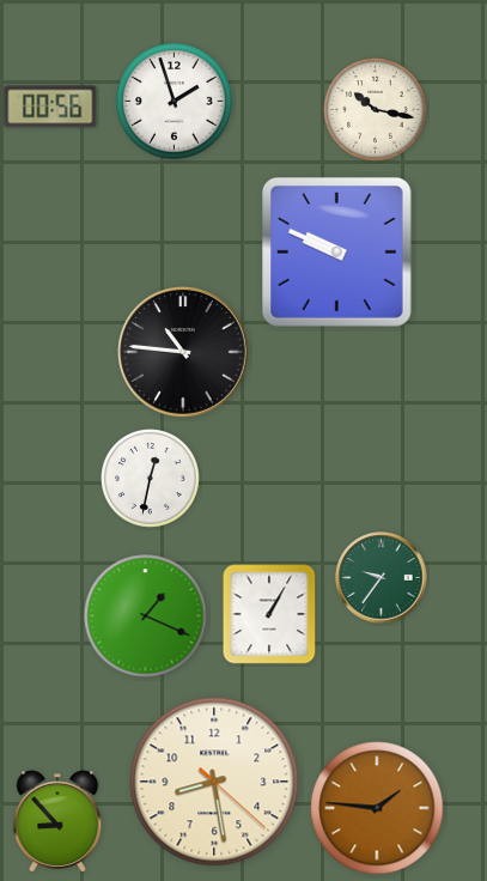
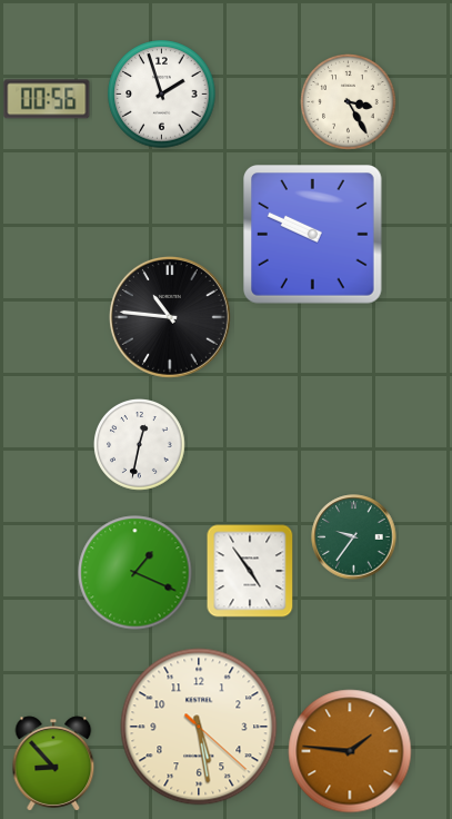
clock at (376, 110): 10:17 -> 3:25
clock at (183, 352) position: (183, 352) -> (170, 317)
clock at (269, 614): 1:05 -> 4:54
clock at (214, 782): 8:28 -> 5:28
